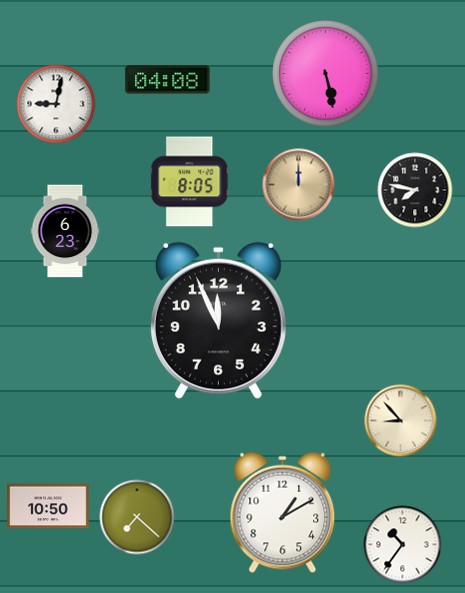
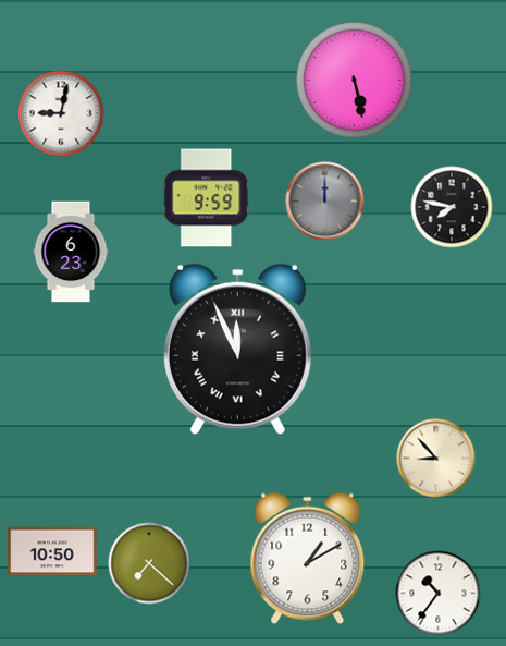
clock at (168, 80): 04:08 -> none
clock at (190, 182): 8:05 -> 9:59
clock at (299, 185) dial: champagne -> grey
clock at (218, 320) numerals: Arabic -> Roman
